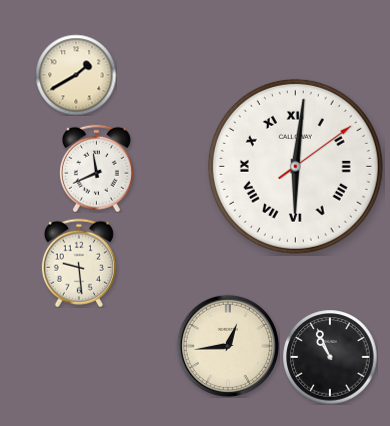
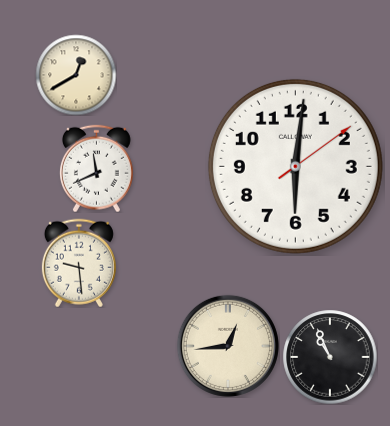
clock at (76, 75): 1:40 -> 12:40
clock at (295, 166) numerals: Roman -> Arabic
